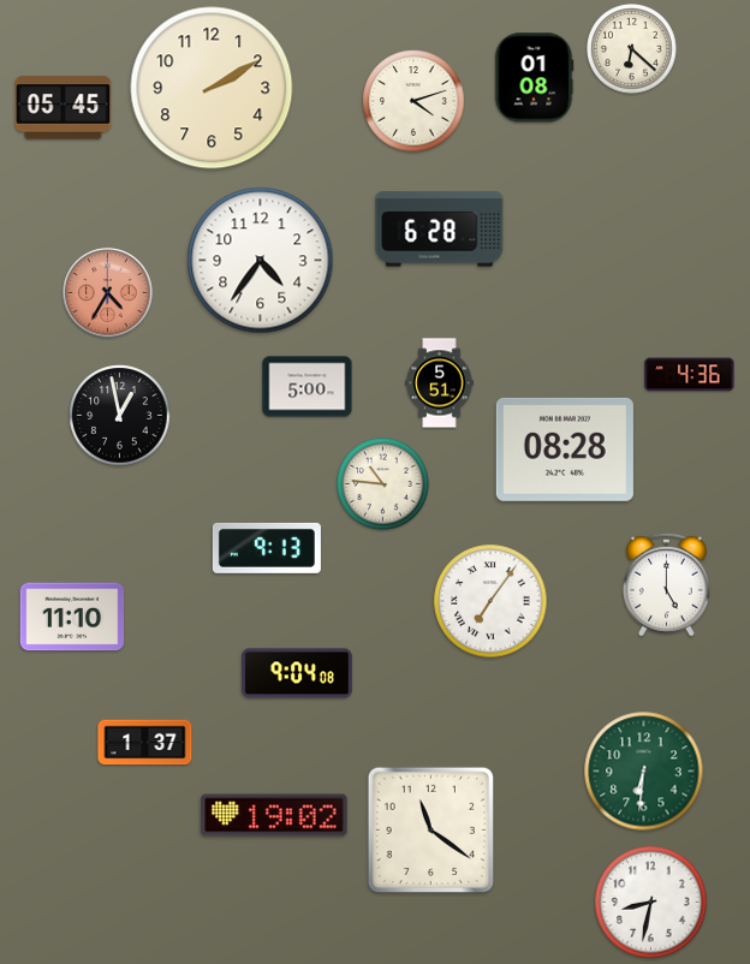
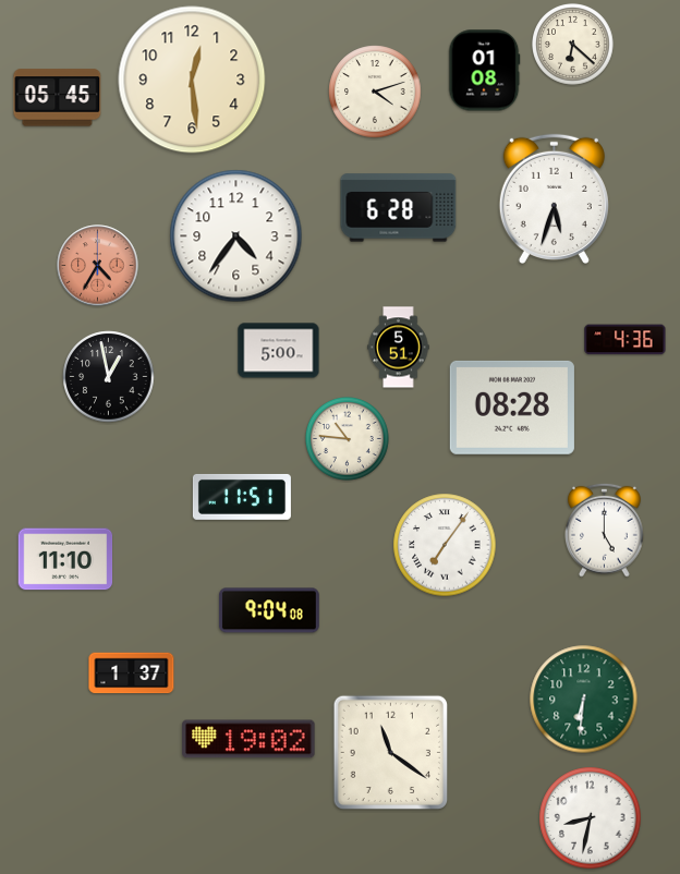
clock at (212, 88): 2:10 -> 12:29
clock at (554, 198): none -> 5:33
clock at (267, 548): 9:13 -> 11:51
